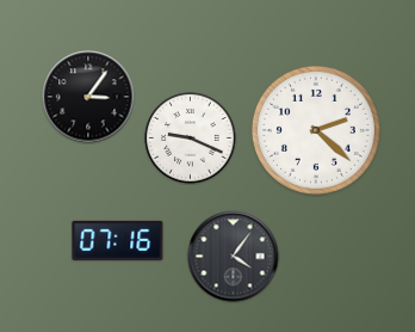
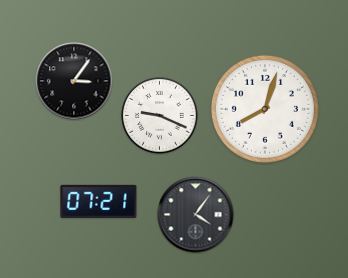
clock at (316, 130): 2:22 -> 8:03
clock at (118, 240): 07:16 -> 07:21
